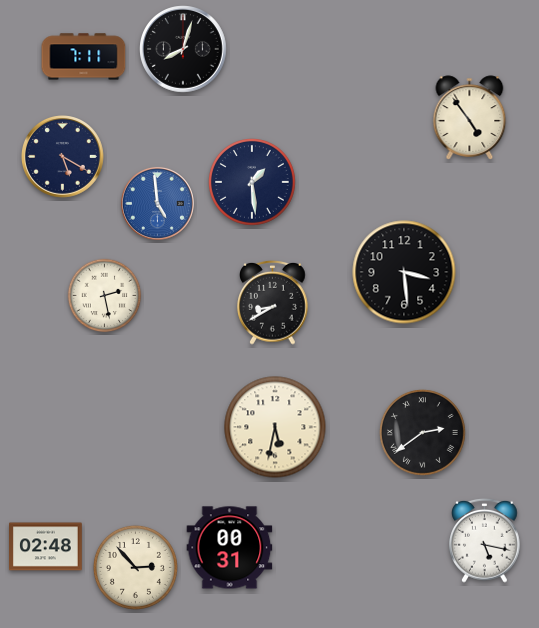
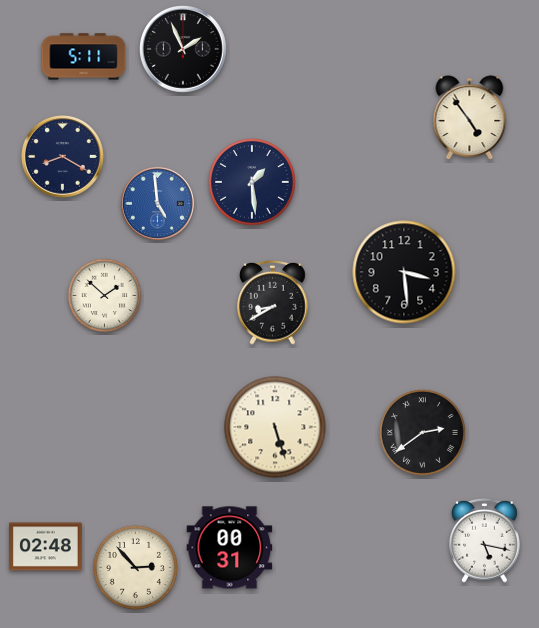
clock at (183, 49): 8:03 -> 1:56
clock at (84, 57): 7:11 -> 5:11
clock at (63, 157): 5:20 -> 8:20
clock at (105, 296): 2:28 -> 1:52
clock at (275, 427): 5:32 -> 5:27
